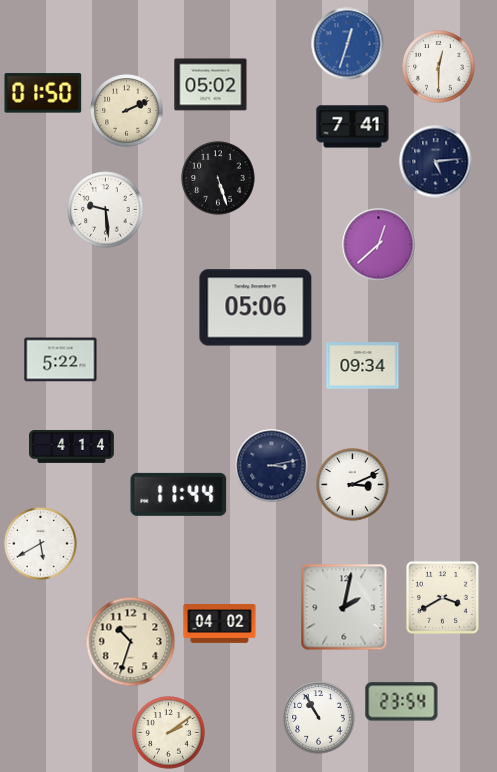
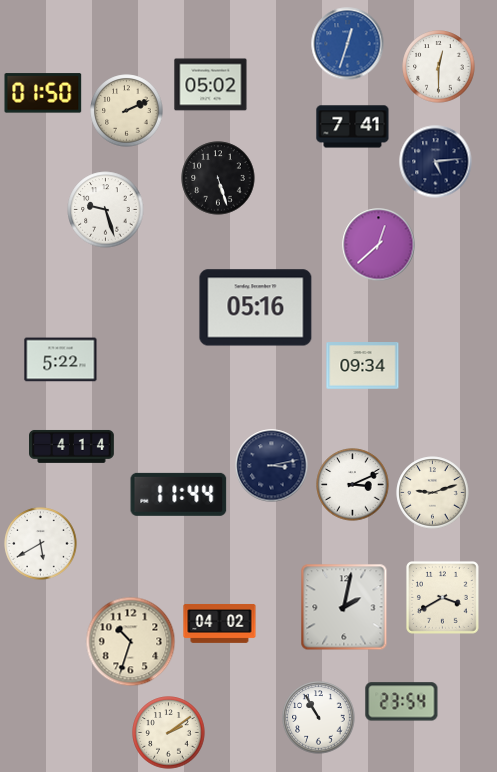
clock at (106, 210): 9:29 -> 9:27
clock at (256, 308): 05:06 -> 05:16
clock at (433, 493): none -> 9:12
